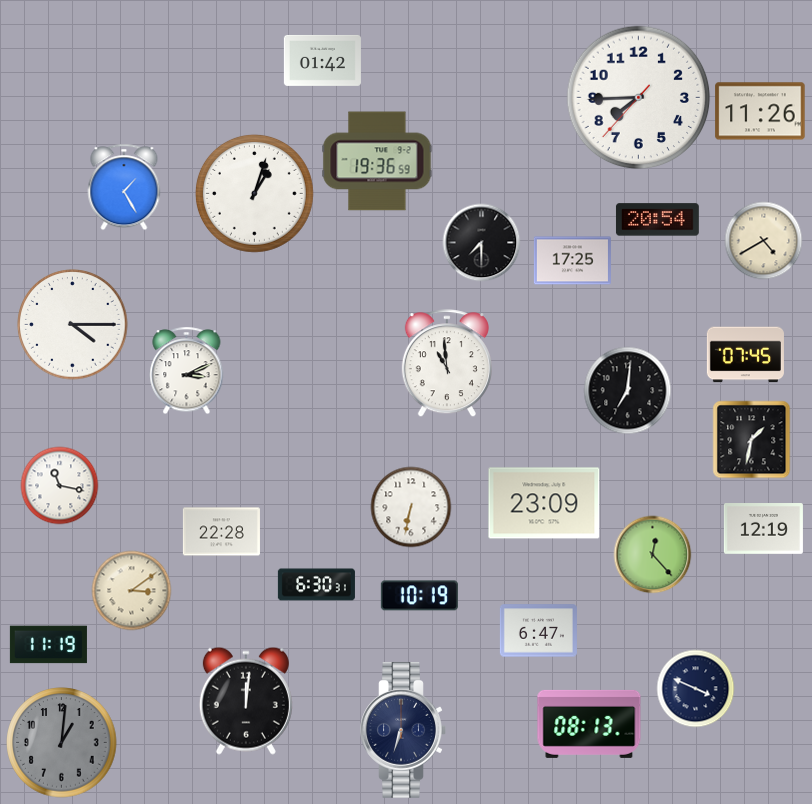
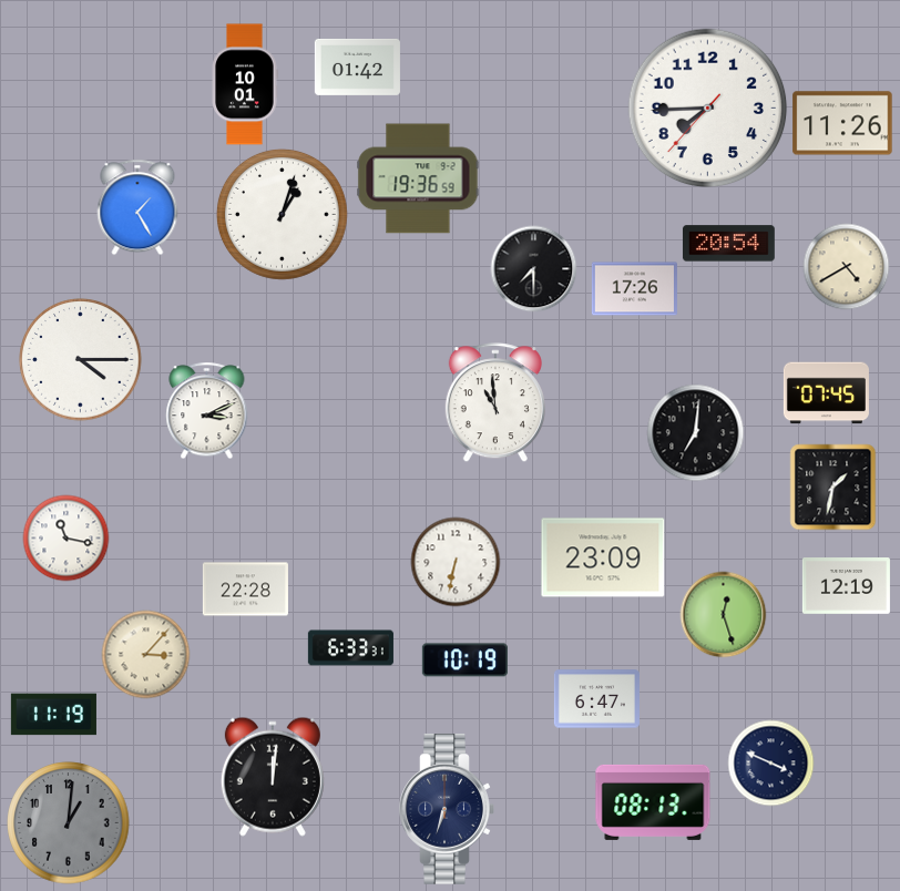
clock at (245, 84): none -> 10:01
clock at (572, 261): 17:25 -> 17:26
clock at (652, 554): 12:23 -> 12:27
clock at (316, 585): 6:30 -> 6:33
clock at (131, 590): 3:09 -> 3:07
